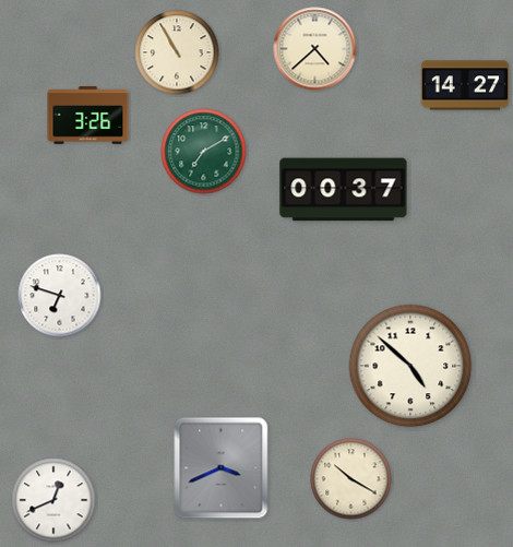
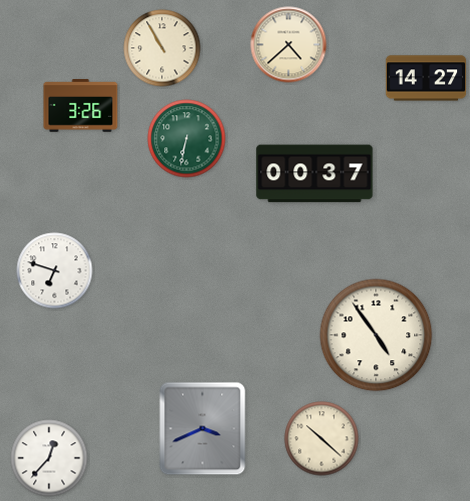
clock at (204, 152): 7:10 -> 6:32
clock at (410, 366): 4:52 -> 4:54
clock at (351, 479): 10:20 -> 10:22
clock at (53, 500): 12:41 -> 12:37
